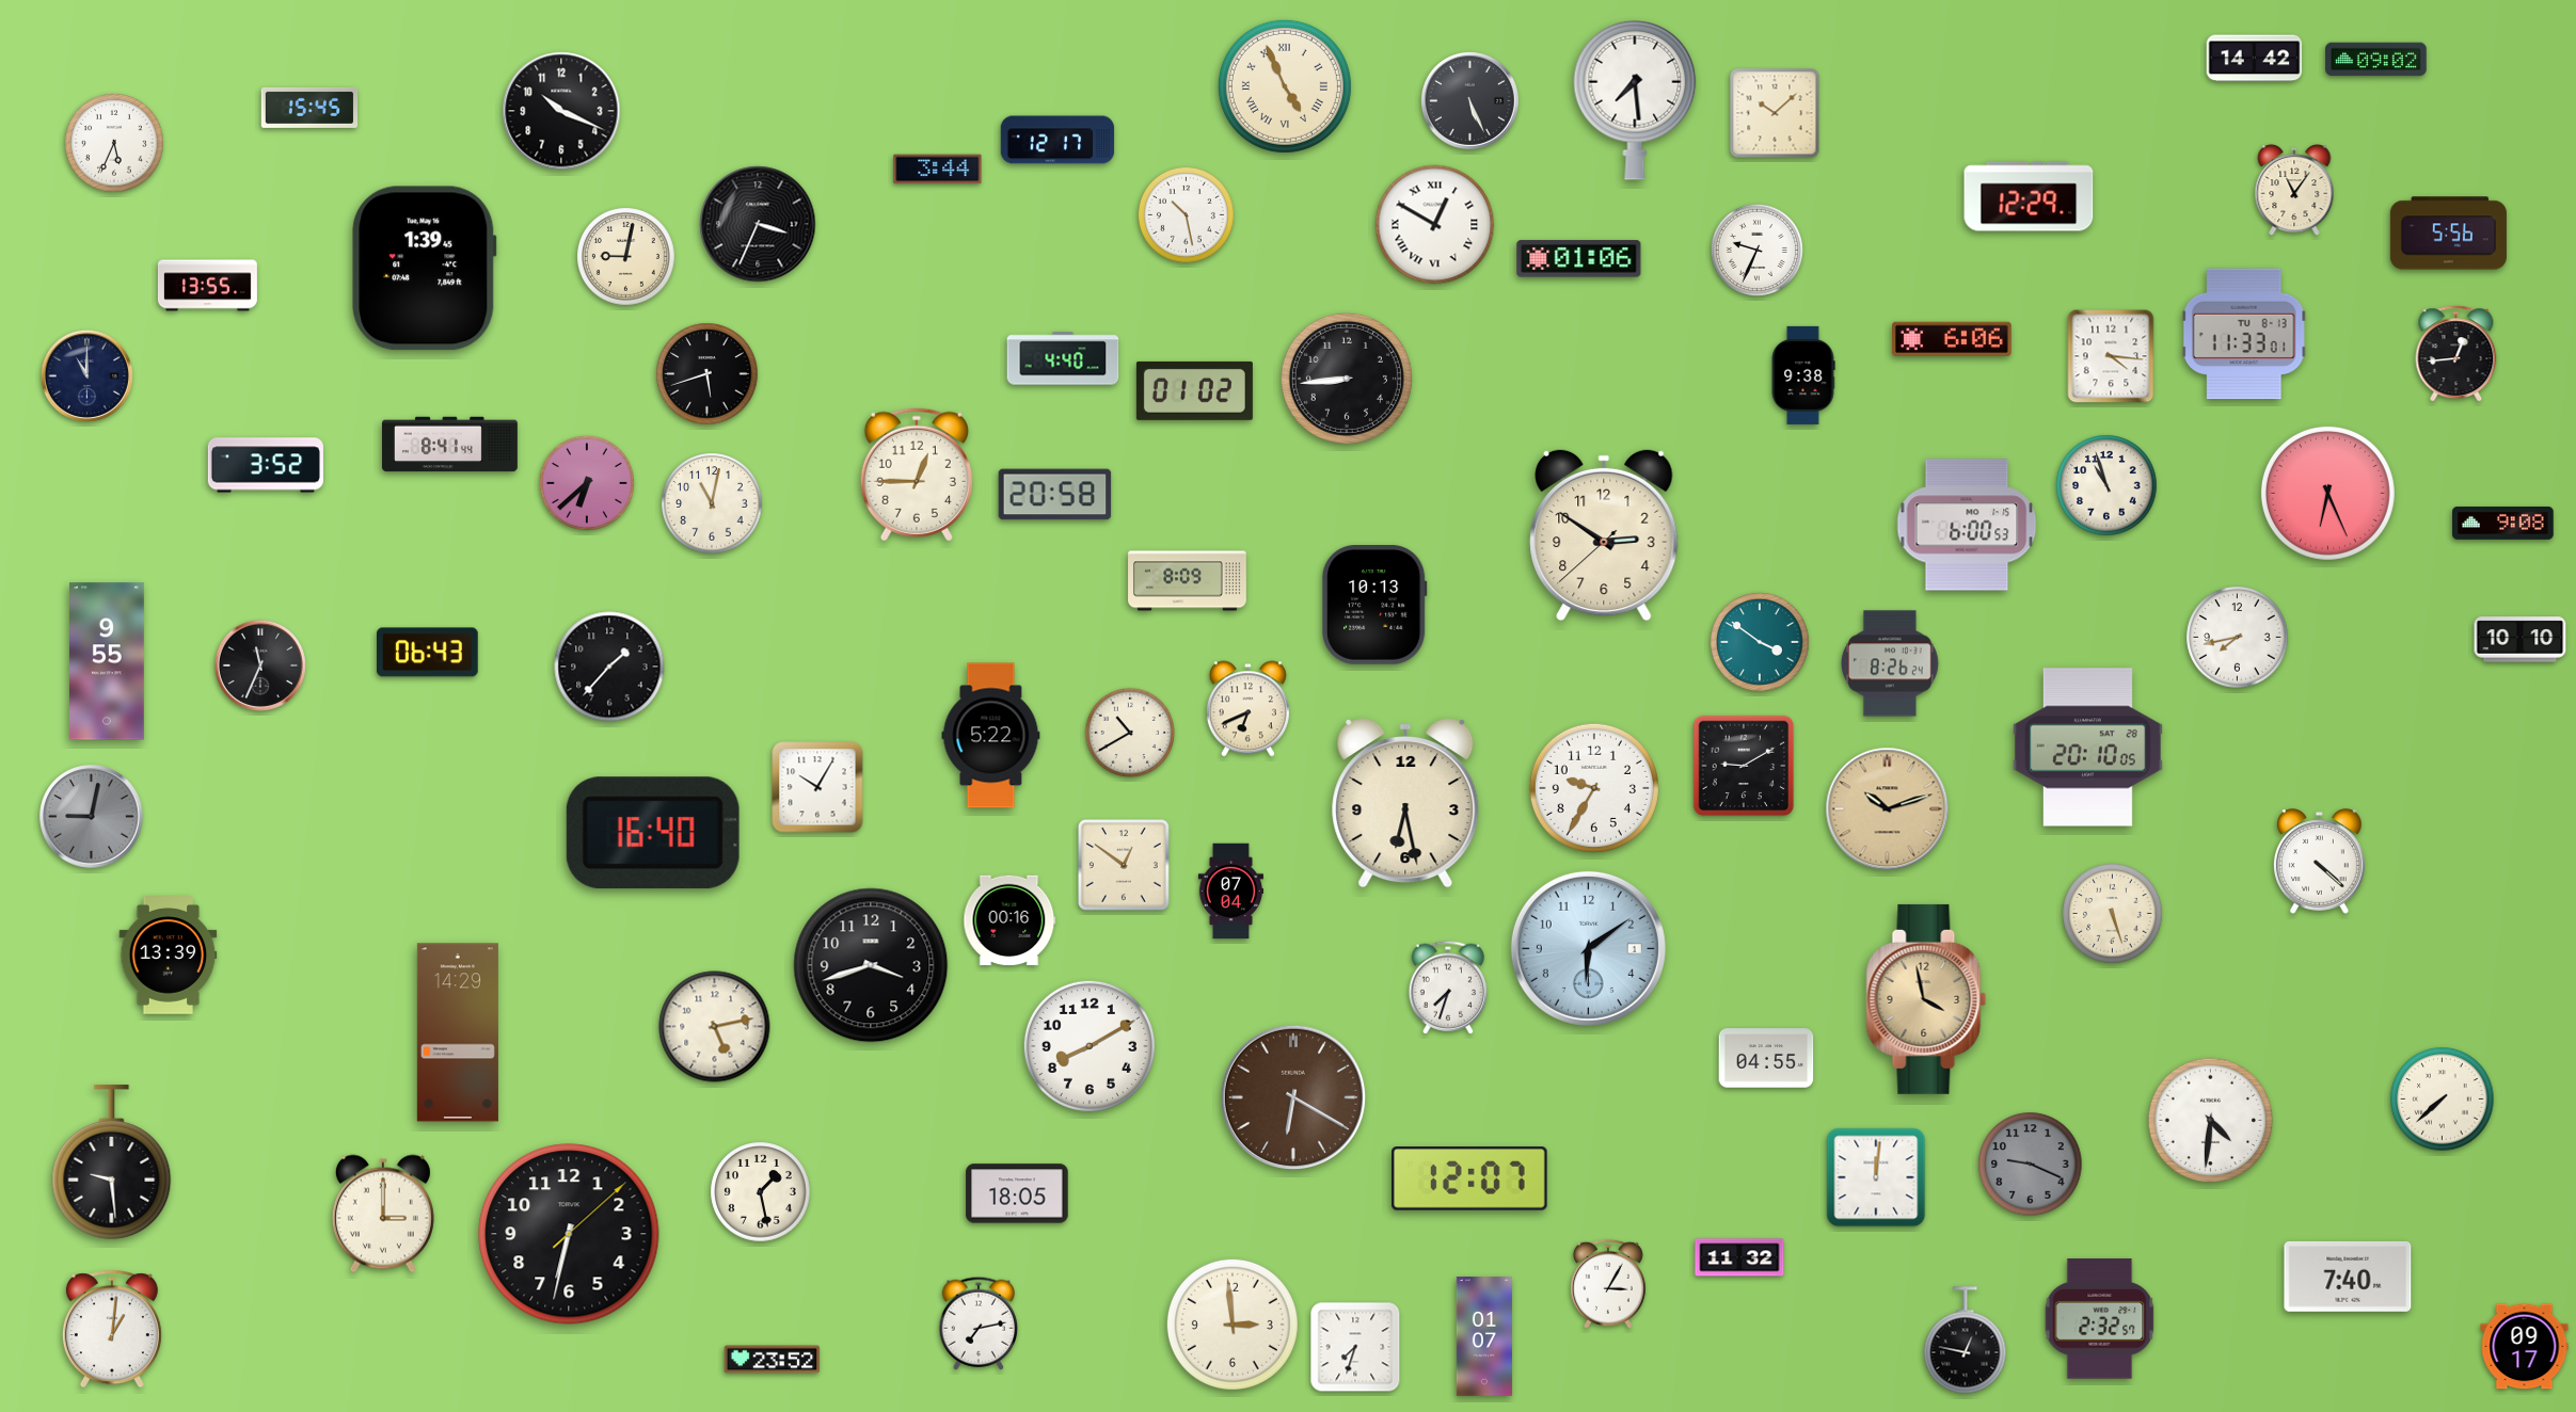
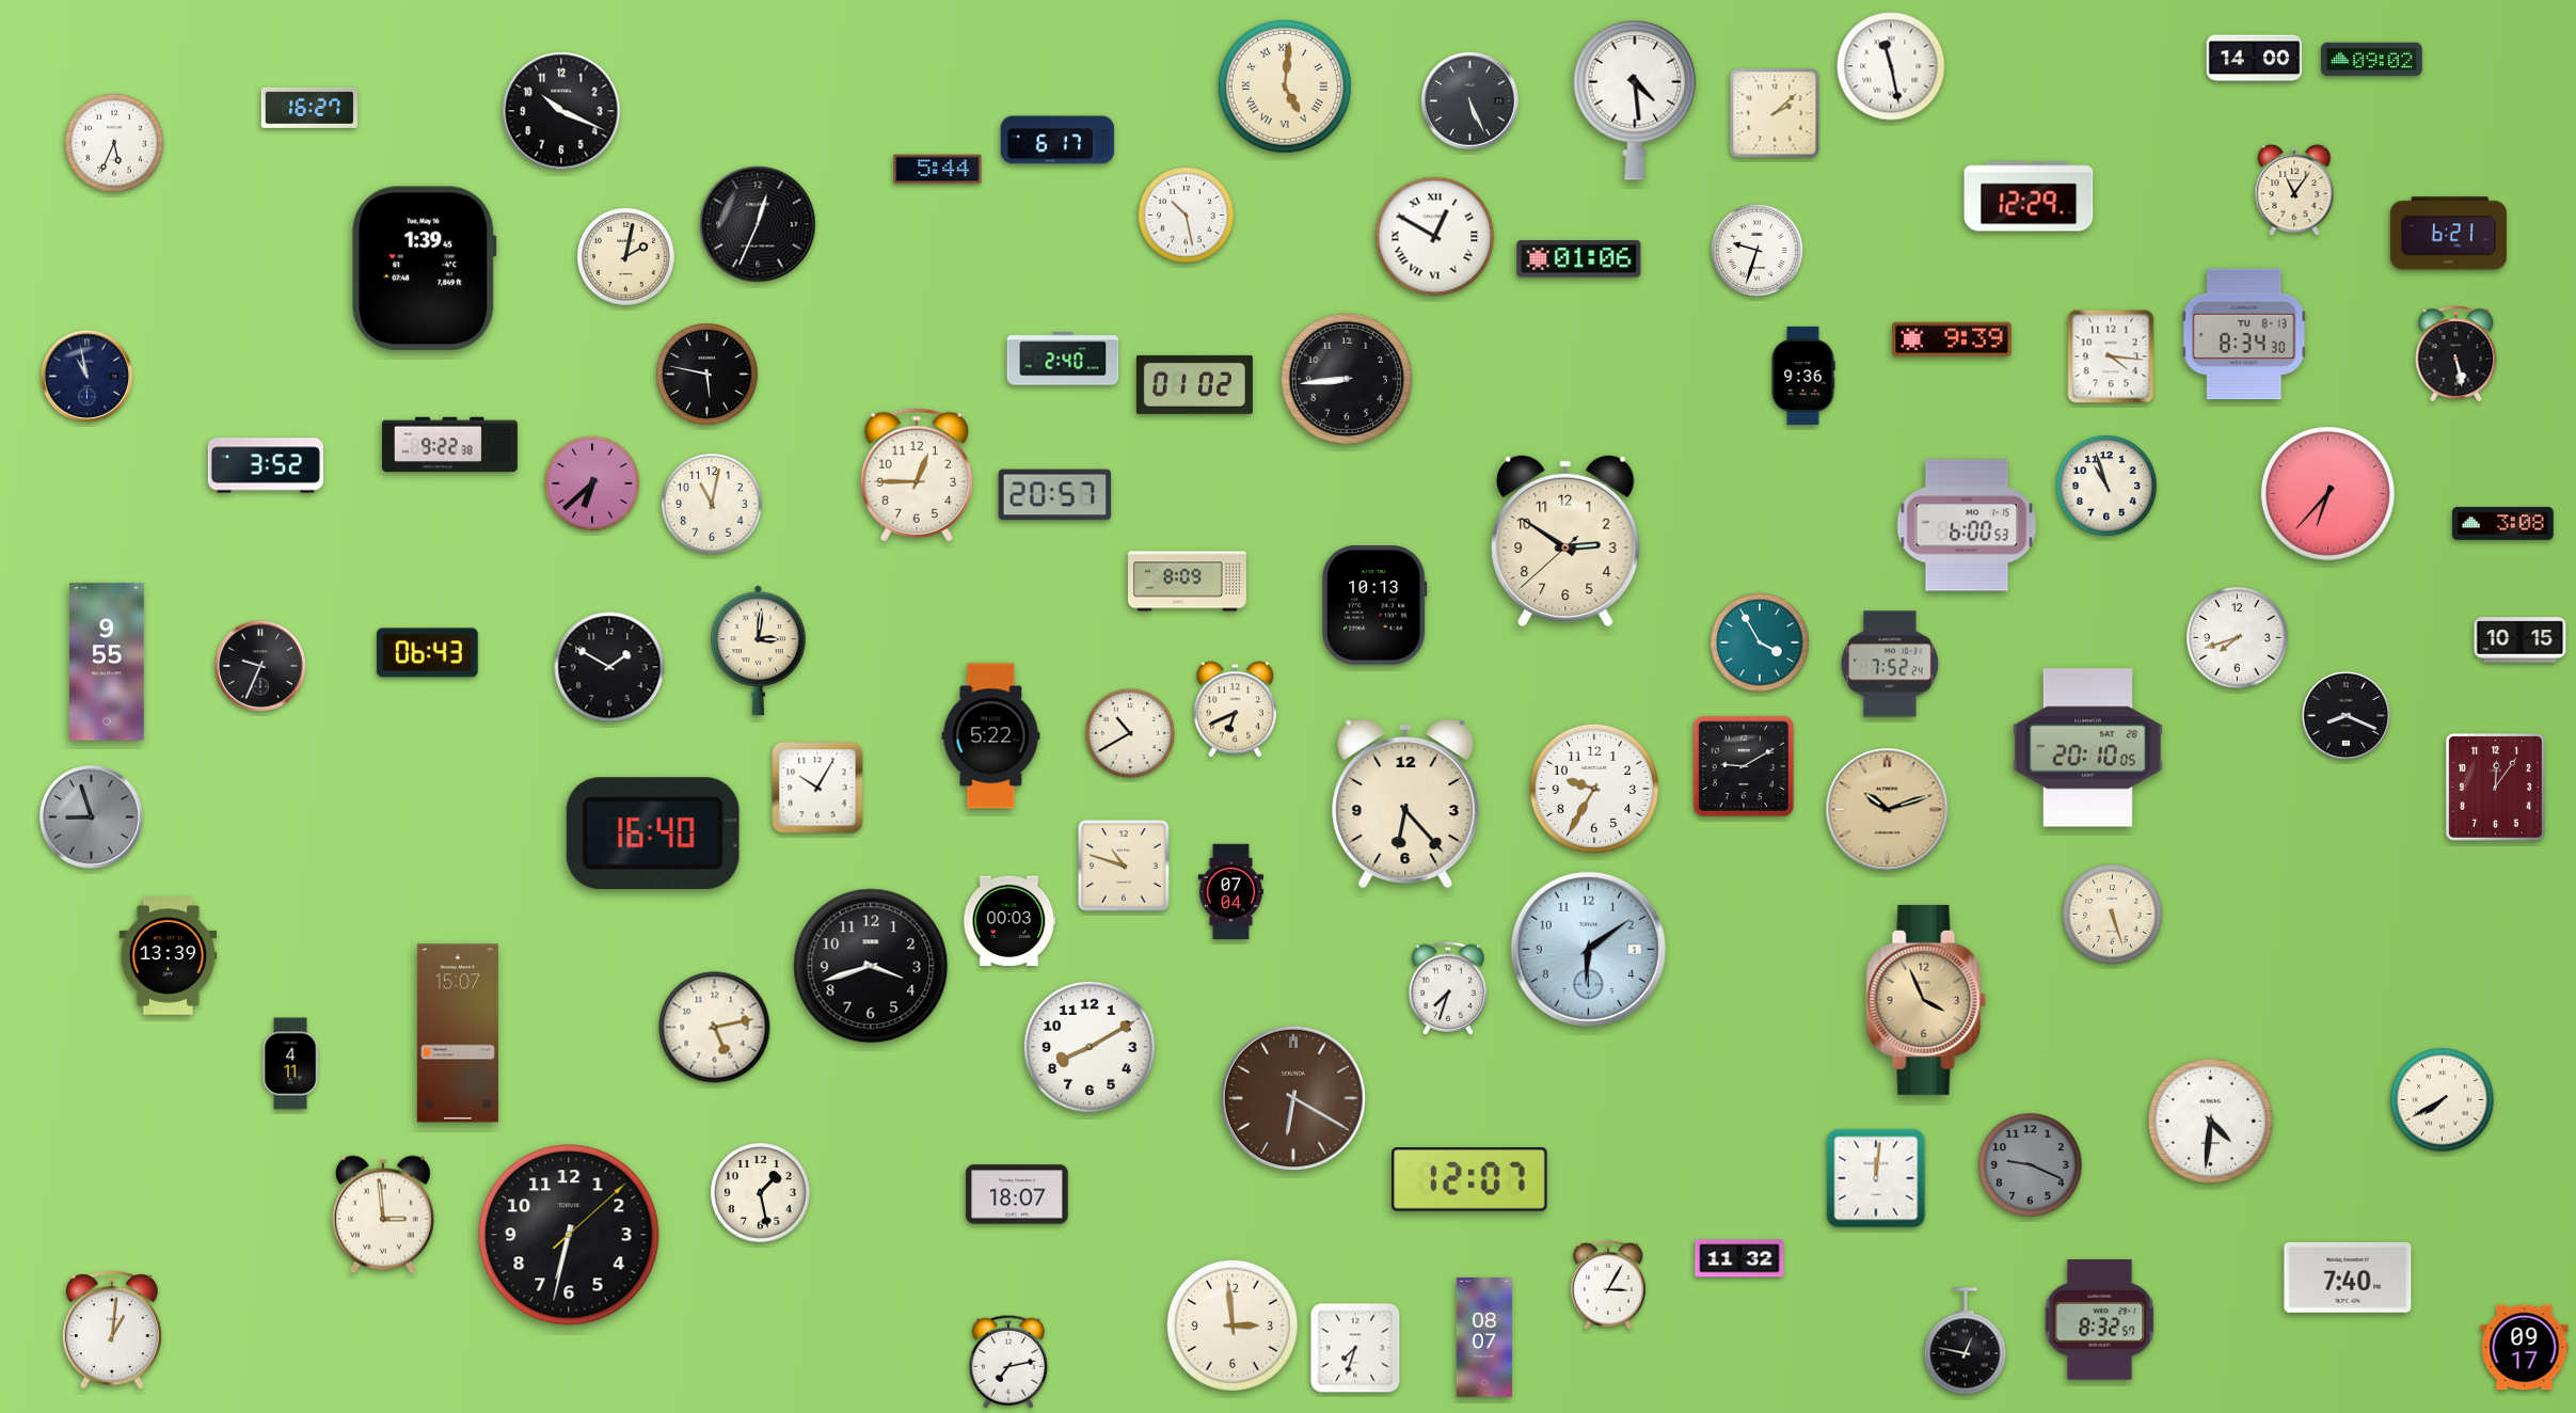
clock at (2255, 59): 14:42 -> 14:00
clock at (2376, 60) position: (2376, 60) -> (2372, 60)
clock at (1891, 66): none -> 11:28
clock at (1285, 86): 4:56 -> 5:01
clock at (1635, 100): 7:29 -> 4:29
clock at (309, 108): 15:45 -> 16:27
clock at (1775, 113): 10:08 -> 2:08
clock at (1058, 140): 12:17 -> 6:17
clock at (938, 170): 3:44 -> 5:44
clock at (758, 224): 3:34 -> 12:34
clock at (1435, 225) position: (1435, 225) -> (1435, 237)
clock at (2448, 234): 5:56 -> 6:21
clock at (1756, 250): 9:34 -> 9:33
clock at (626, 257): 9:02 -> 2:02
clock at (207, 286): 13:55 -> none
clock at (2244, 334): 11:33 -> 8:34
clock at (1953, 338): 6:06 -> 9:39
clock at (2456, 354): 12:44 -> 5:28
clock at (1063, 358): 4:40 -> 2:40
clock at (707, 374): 5:42 -> 5:47
clock at (86, 375): 11:00 -> 10:58
clock at (1803, 375): 9:38 -> 9:36
clock at (1194, 390) position: (1194, 390) -> (1194, 384)
clock at (449, 445): 8:41 -> 9:22
clock at (587, 483) position: (587, 483) -> (592, 483)
clock at (2327, 493): 6:26 -> 6:37
clock at (1055, 495): 20:58 -> 20:57
clock at (2503, 523): 9:08 -> 3:08
clock at (1604, 535) position: (1604, 535) -> (1565, 541)
clock at (2238, 638): 7:43 -> 7:42
clock at (2521, 640): 10:10 -> 10:15
clock at (1760, 642): 3:51 -> 3:55
clock at (758, 651): none -> 3:01
clock at (1890, 663): 8:26 -> 7:52
clock at (260, 665): 11:34 -> 9:34
clock at (609, 667): 1:37 -> 1:50
clock at (1247, 709) position: (1247, 709) -> (1235, 710)
clock at (2346, 715): none -> 8:19
clock at (2495, 787): none -> 12:06
clock at (1405, 804): 6:28 -> 6:23
clock at (92, 817): 9:02 -> 8:57
clock at (2319, 862): 4:22 -> none
clock at (1124, 865): 12:51 -> 10:48
clock at (1009, 920): 00:16 -> 00:03
clock at (1926, 999): 3:58 -> 3:56
clock at (458, 1032): 14:29 -> 15:07
clock at (1766, 1058): 04:55 -> none
clock at (290, 1064): none -> 4:11
clock at (2443, 1100): 7:38 -> 7:40
clock at (112, 1161): 9:29 -> none
clock at (1017, 1193): 18:05 -> 18:07
clock at (383, 1214): 3:00 -> 2:59
clock at (2100, 1319): 2:32 -> 8:32
clock at (979, 1323) position: (979, 1323) -> (1008, 1362)
clock at (1484, 1336): 01:07 -> 08:07
clock at (773, 1360): 23:52 -> none
